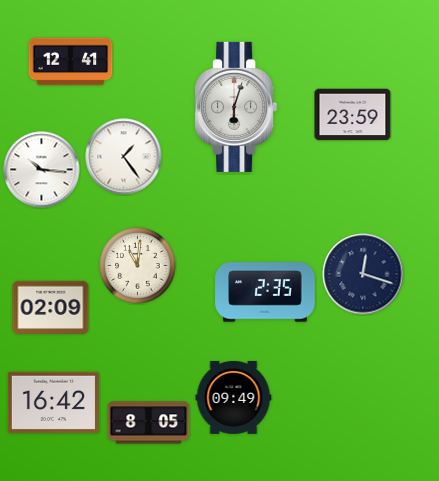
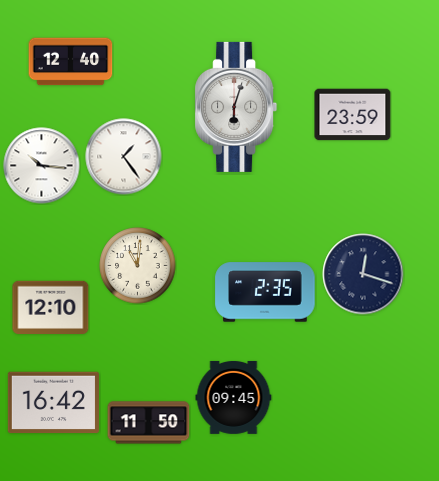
clock at (71, 62): 12:41 -> 12:40
clock at (42, 170) position: (42, 170) -> (42, 166)
clock at (51, 307): 02:09 -> 12:10
clock at (234, 397): 09:49 -> 09:45
clock at (149, 423): 8:05 -> 11:50
